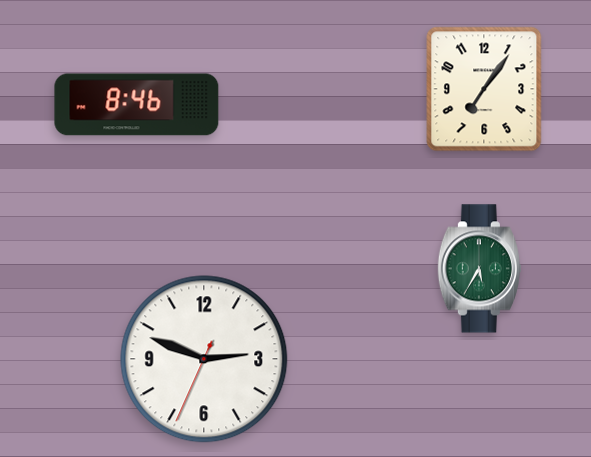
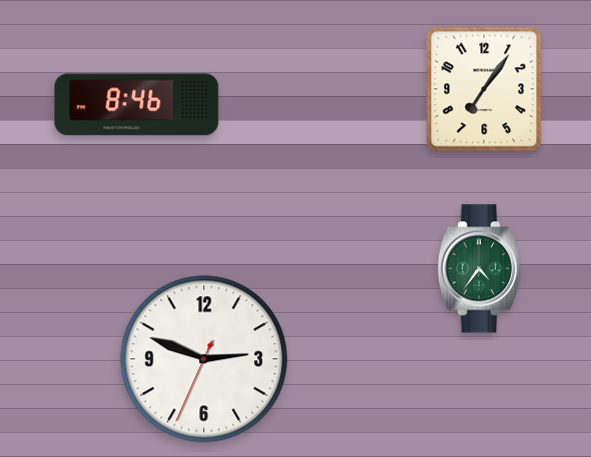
clock at (479, 269): 5:35 -> 4:36
